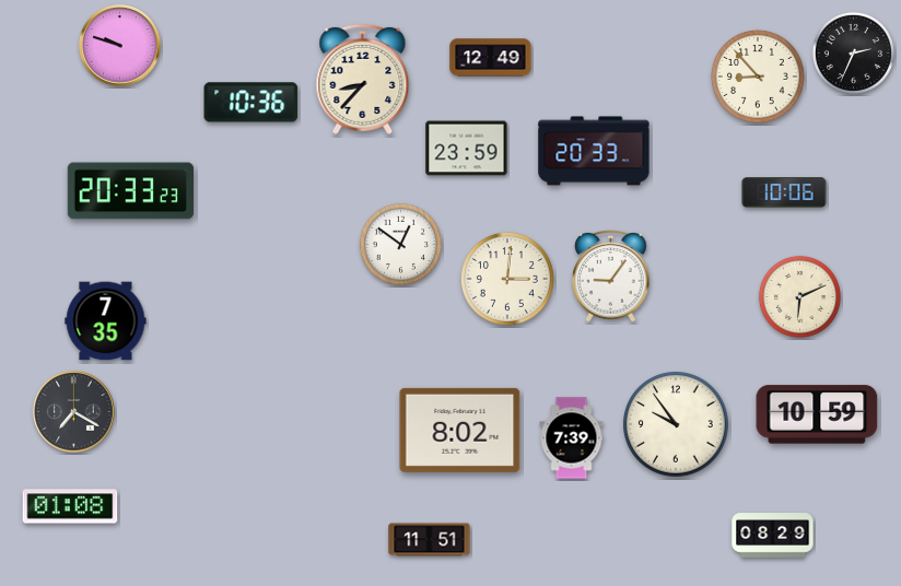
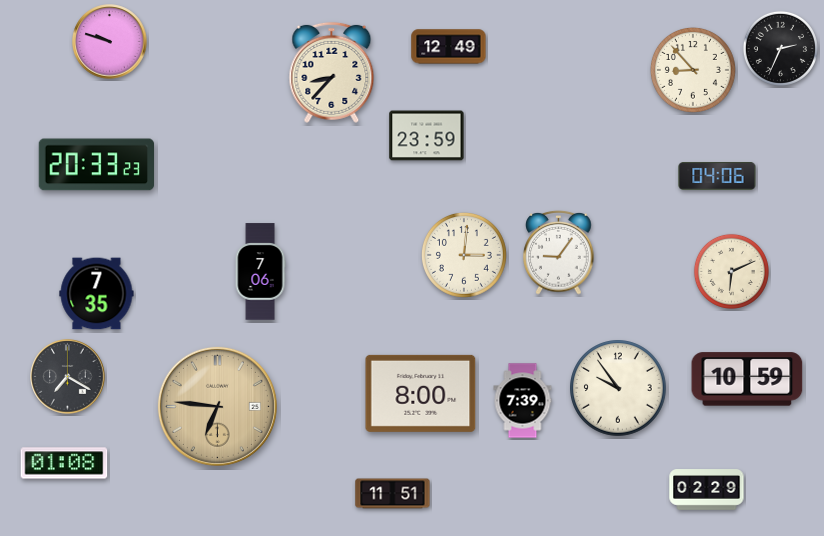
clock at (491, 58) position: (491, 58) -> (449, 47)
clock at (251, 103): 10:36 -> none
clock at (594, 151): 20:33 -> none
clock at (131, 191) position: (131, 191) -> (97, 165)
clock at (784, 194): 10:06 -> 04:06
clock at (400, 244): 12:51 -> none
clock at (260, 272): none -> 7:06
clock at (460, 430): 8:02 -> 8:00
clock at (217, 406): none -> 6:46
clock at (773, 536): 08:29 -> 02:29
